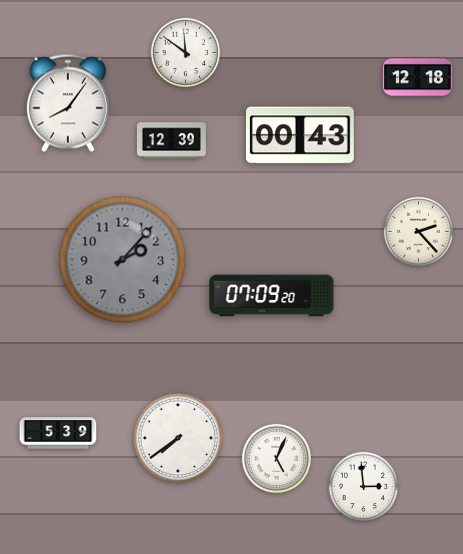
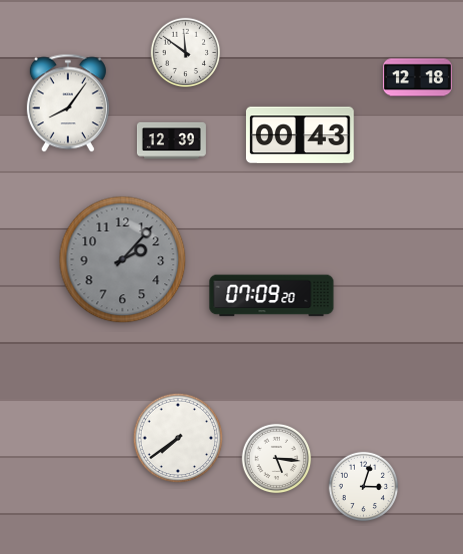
clock at (419, 232): 2:23 -> none
clock at (58, 433): 5:39 -> none
clock at (277, 459): 5:04 -> 5:16
clock at (364, 487): 2:59 -> 3:03
